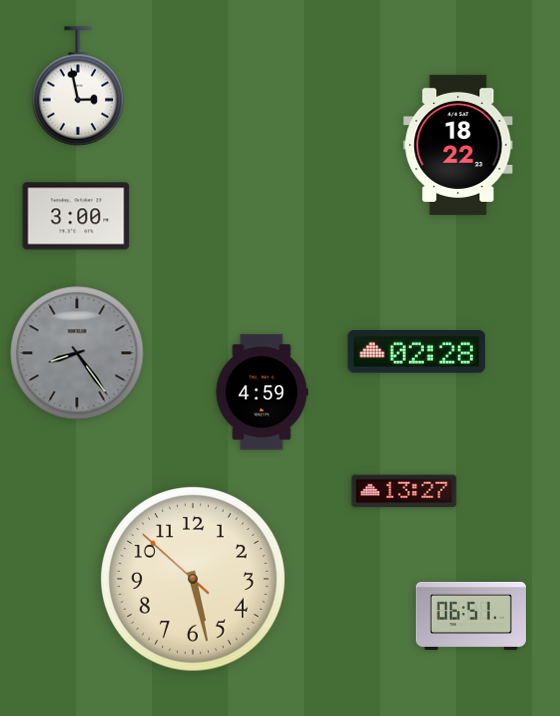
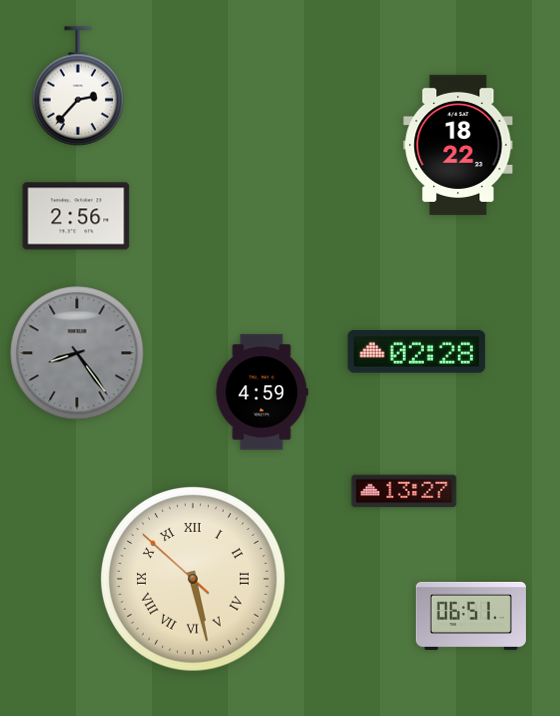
clock at (77, 86): 2:58 -> 2:37
clock at (76, 216): 3:00 -> 2:56
clock at (194, 580) numerals: Arabic -> Roman
